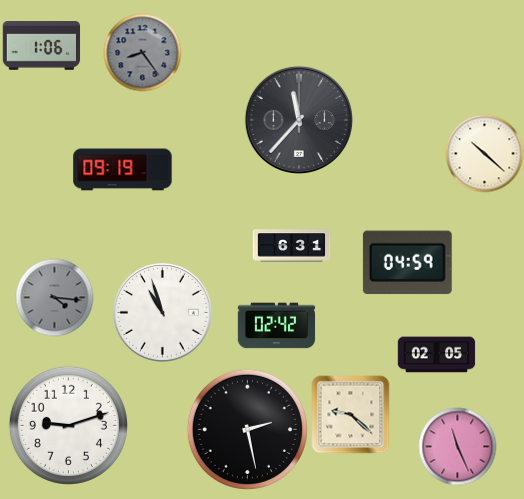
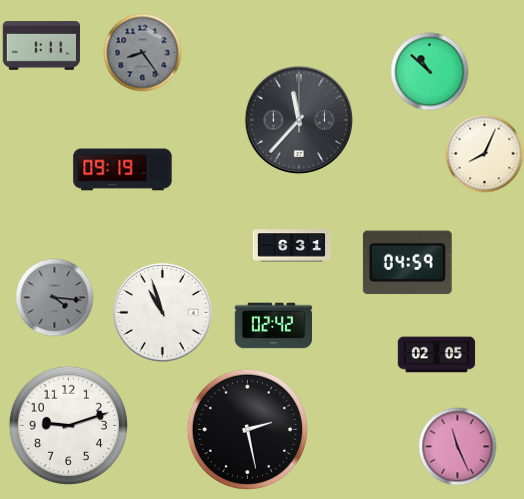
clock at (41, 46): 1:06 -> 1:11
clock at (429, 71): none -> 10:52
clock at (484, 153): 10:22 -> 8:04
clock at (276, 326) position: (276, 326) -> (273, 326)
clock at (350, 414): 9:22 -> none
